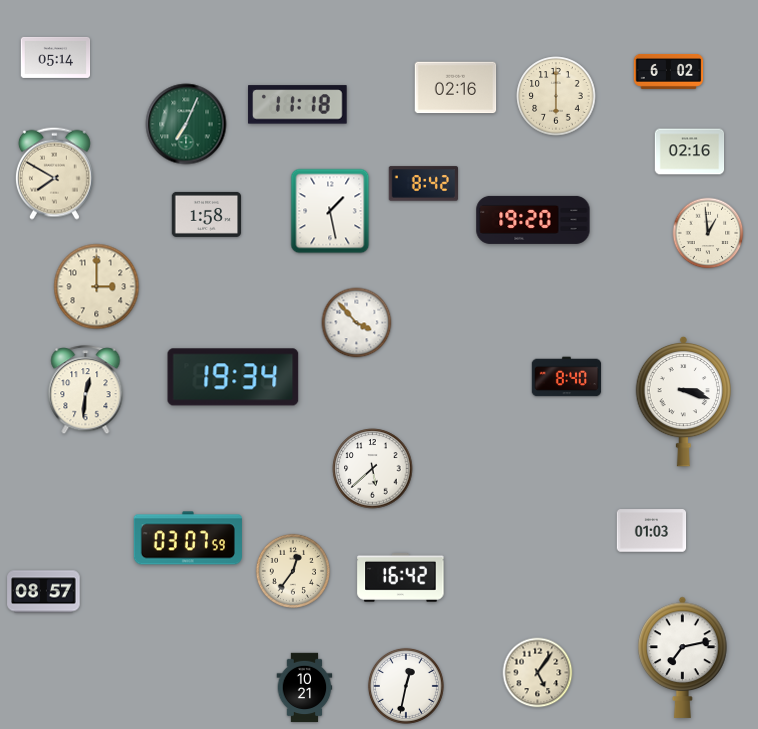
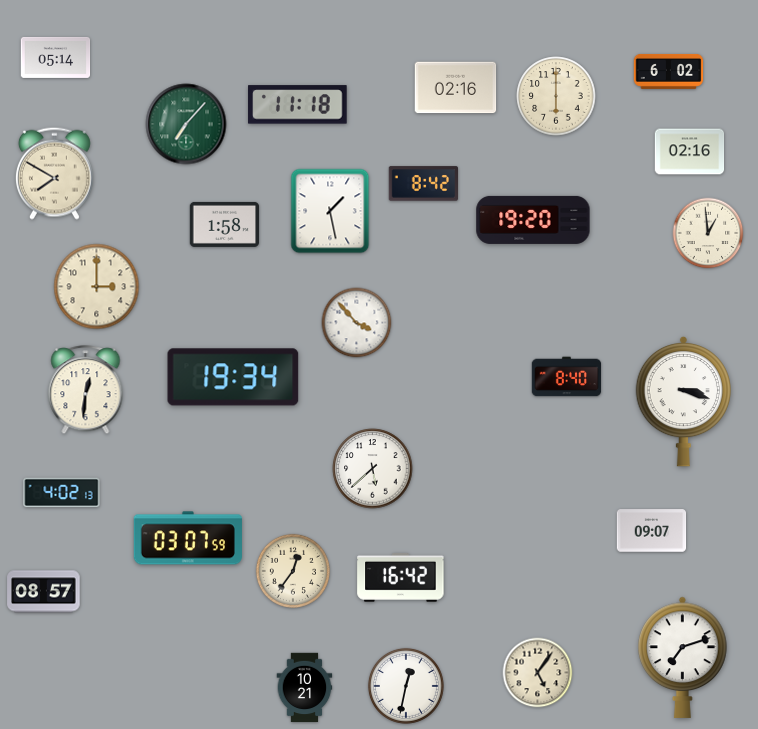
clock at (186, 124): 7:04 -> 7:07
clock at (207, 214) position: (207, 214) -> (225, 224)
clock at (62, 493): none -> 4:02
clock at (652, 531): 01:03 -> 09:07
clock at (683, 657): 7:13 -> 7:12
